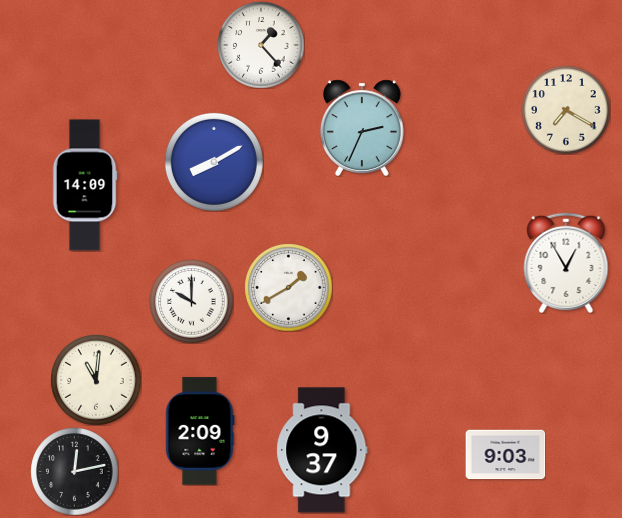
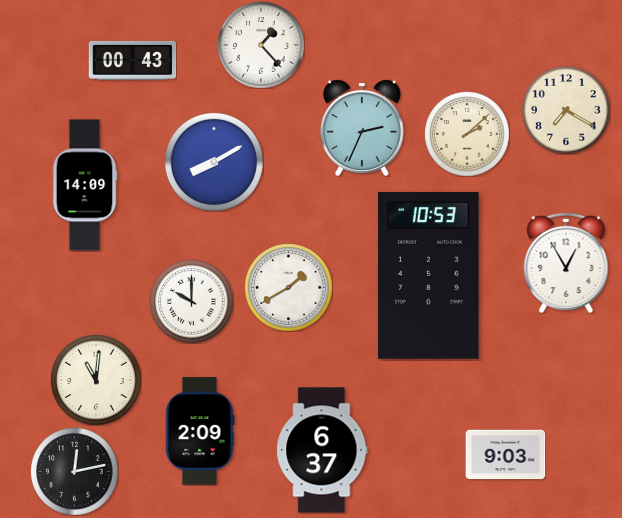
clock at (132, 60): none -> 00:43
clock at (467, 134): none -> 2:08
clock at (429, 275): none -> 10:53
clock at (322, 450): 9:37 -> 6:37
